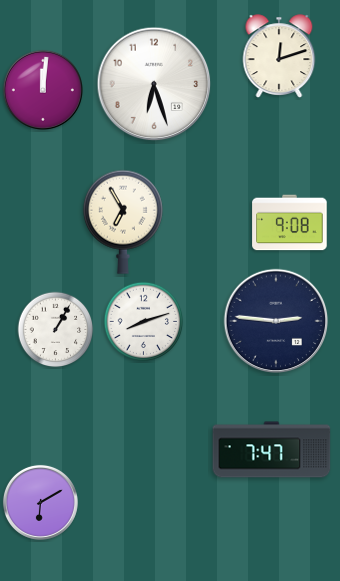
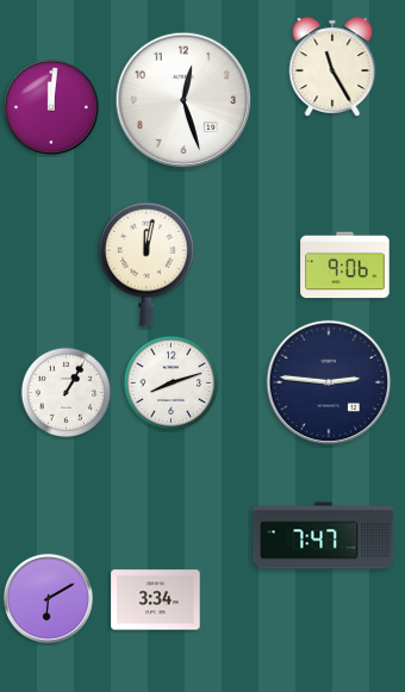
clock at (279, 56): 12:12 -> 11:25
clock at (154, 84): 6:27 -> 12:27
clock at (123, 222): 6:55 -> 12:02
clock at (290, 223): 9:08 -> 9:06
clock at (156, 600): none -> 3:34
